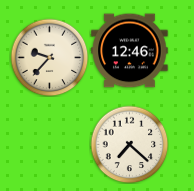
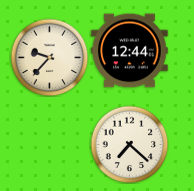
clock at (130, 51): 12:46 -> 12:44
